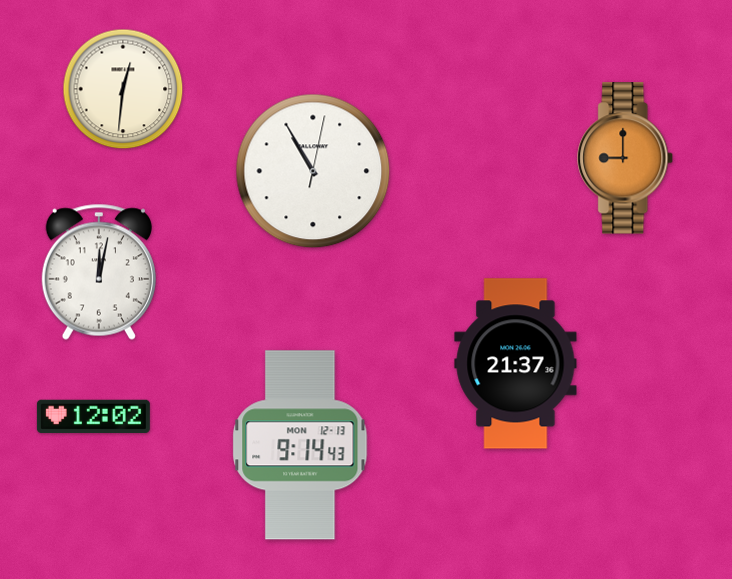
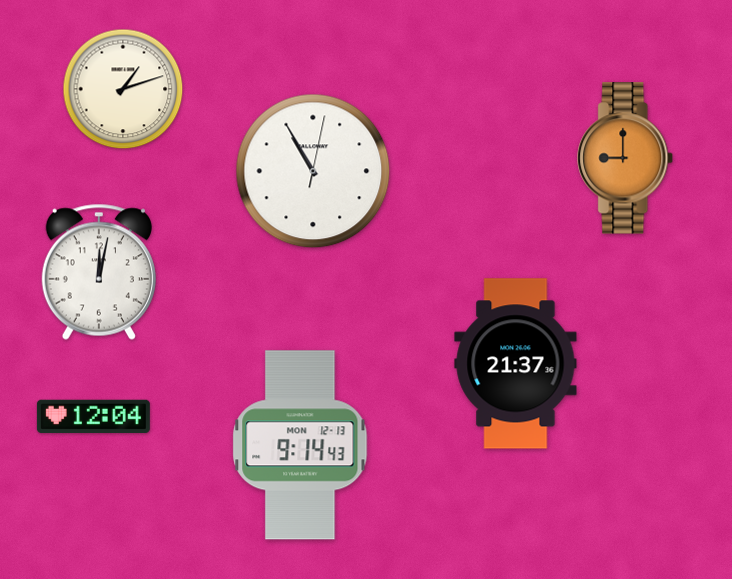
clock at (123, 89): 12:31 -> 1:12
clock at (93, 416): 12:02 -> 12:04
